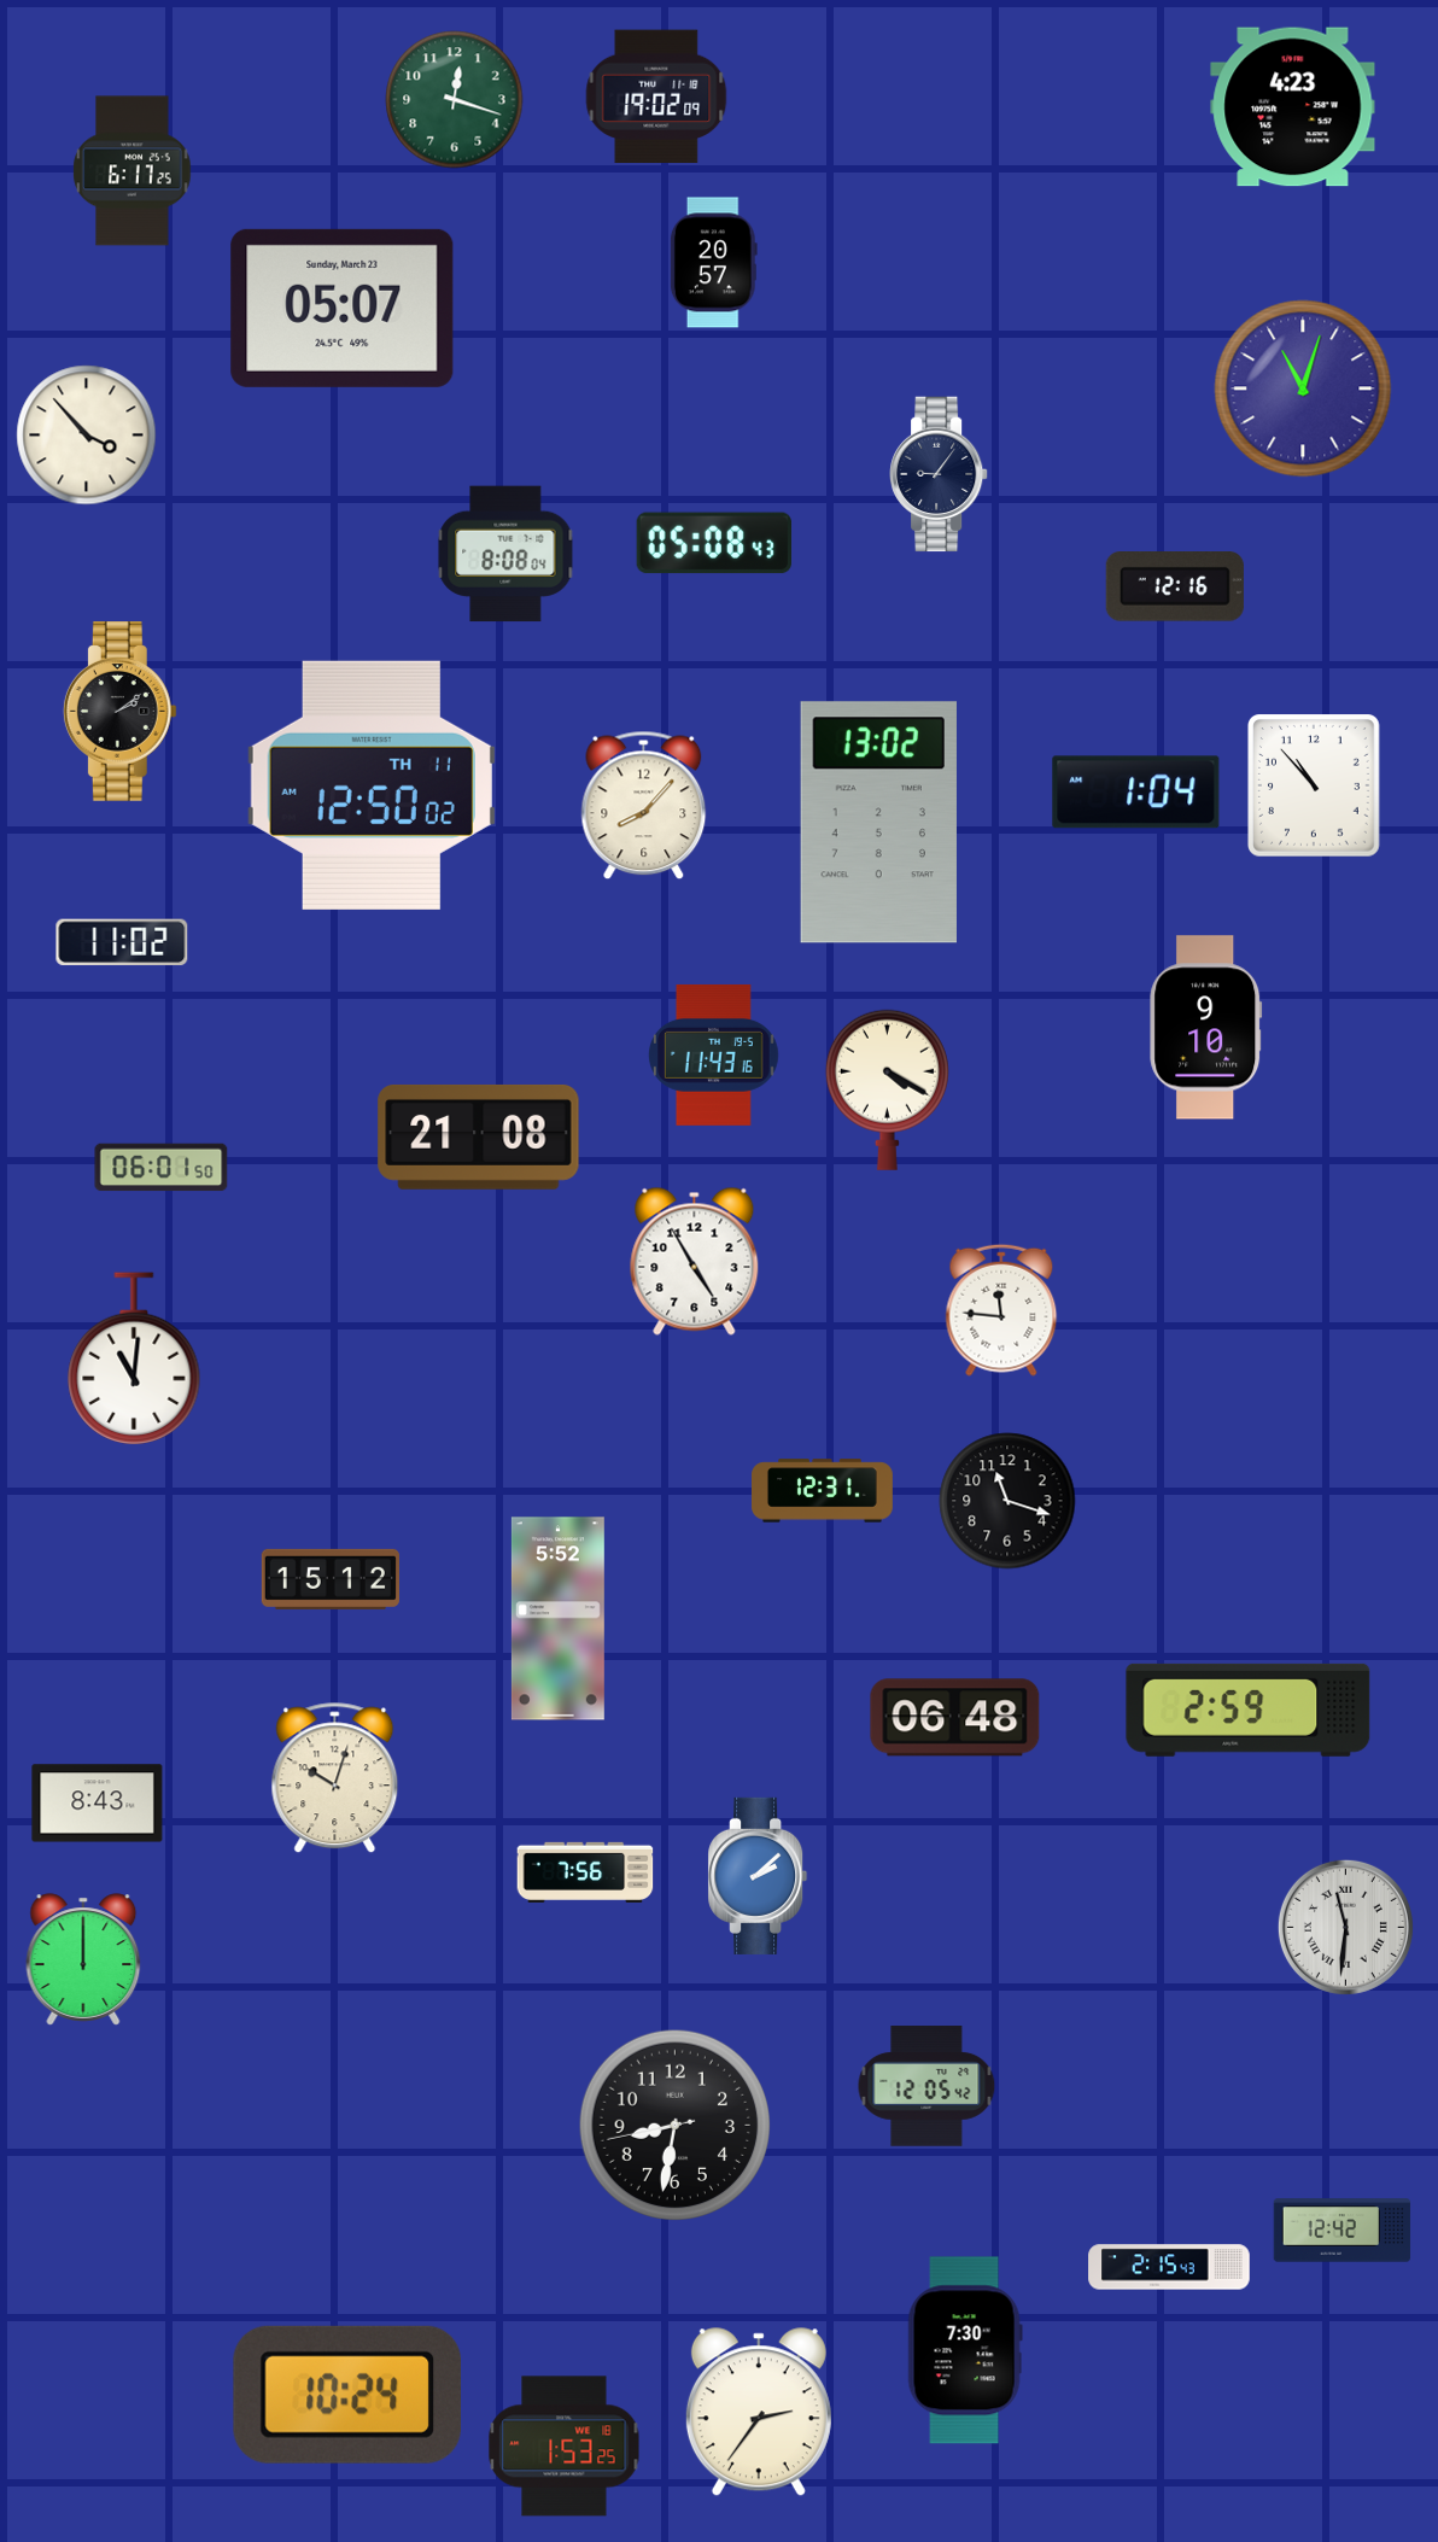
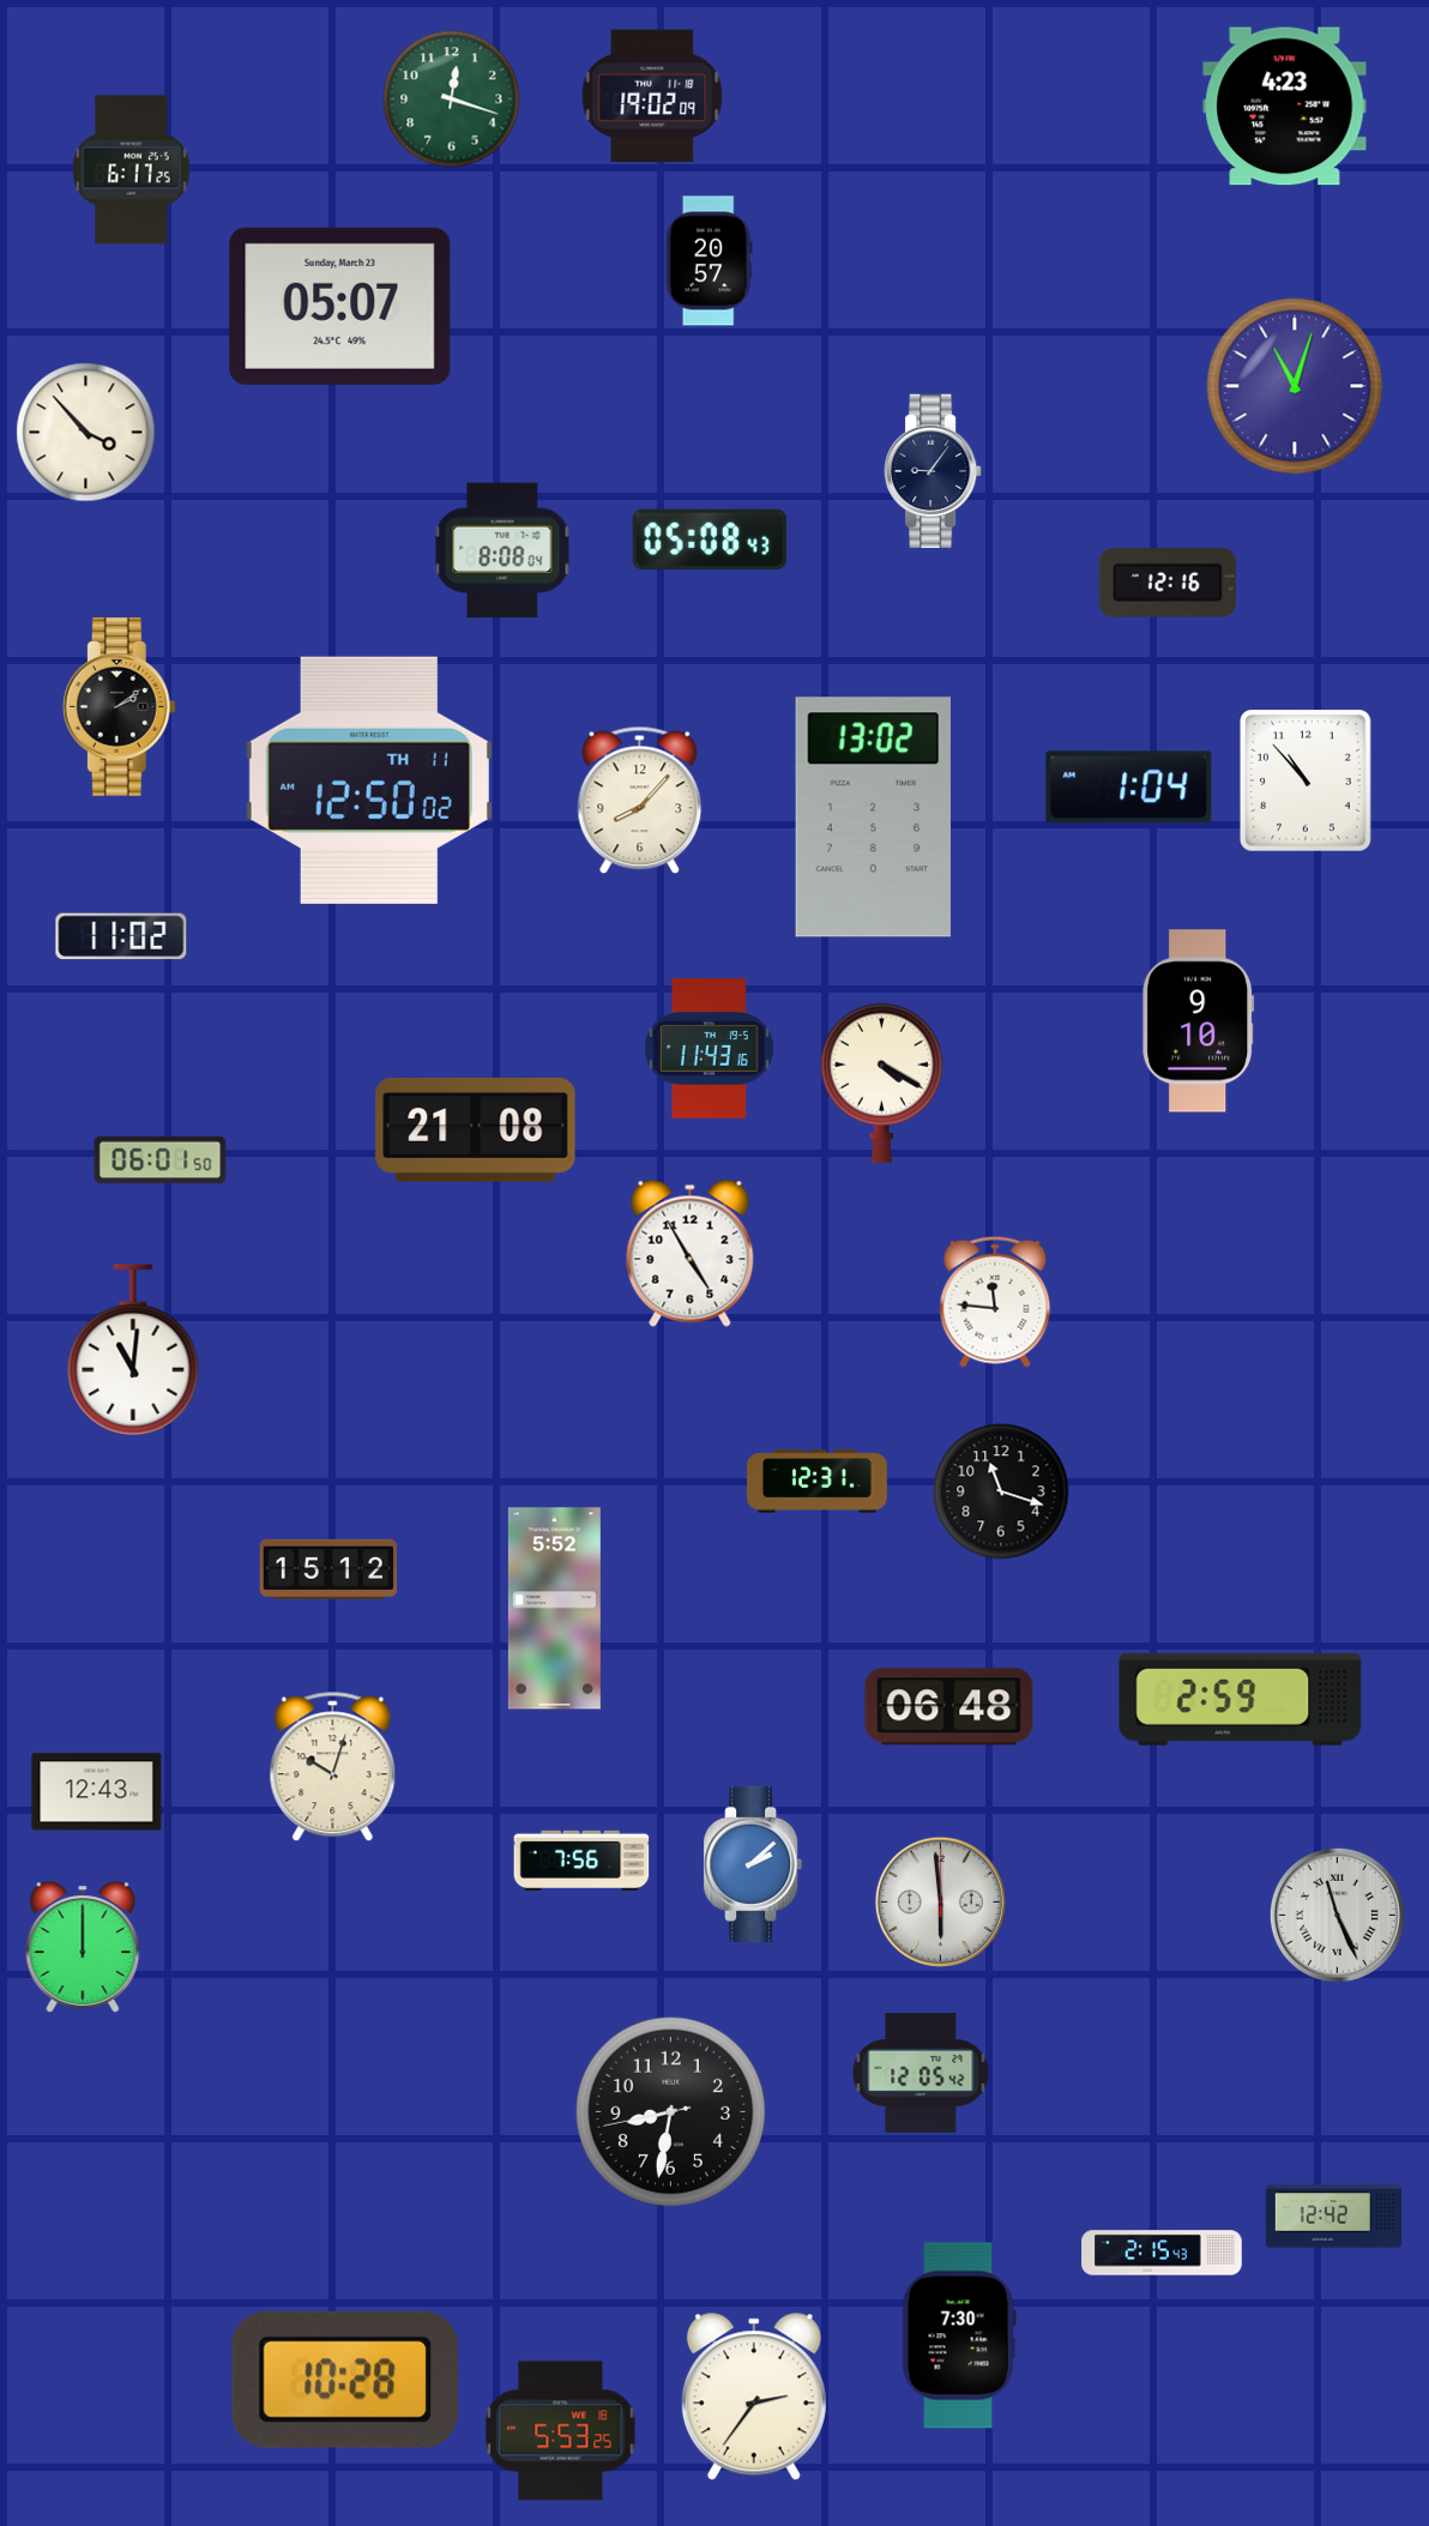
clock at (98, 1804): 8:43 -> 12:43
clock at (940, 1901): none -> 5:59
clock at (1345, 1927): 11:31 -> 11:26
clock at (347, 2395): 10:24 -> 10:28
clock at (565, 2447): 1:53 -> 5:53
